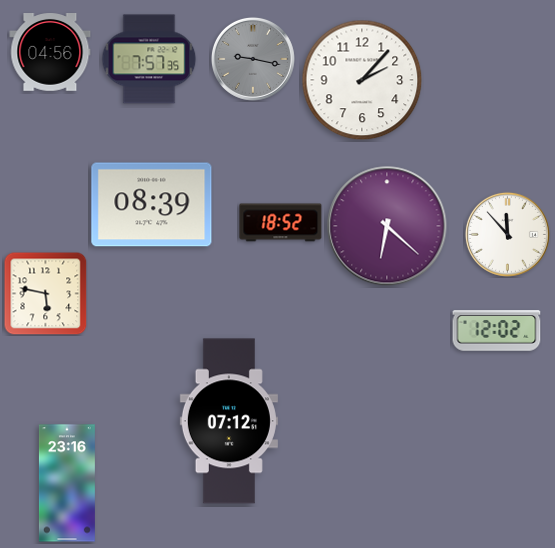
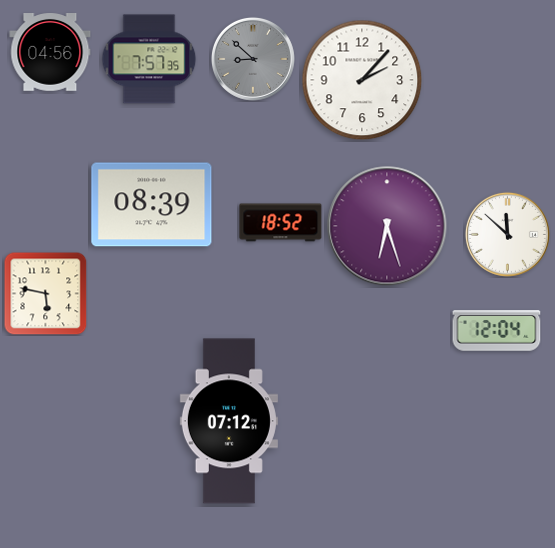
clock at (253, 59): 9:17 -> 8:52
clock at (387, 226): 6:22 -> 6:27
clock at (507, 234): 11:53 -> 11:52
clock at (497, 331): 12:02 -> 12:04
clock at (67, 483): 23:16 -> none
